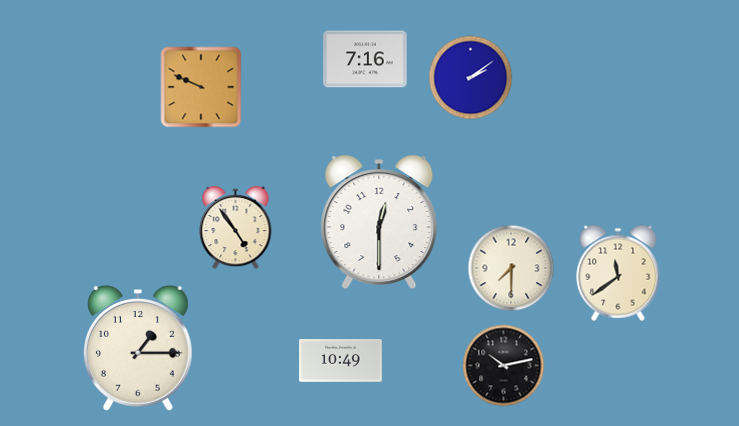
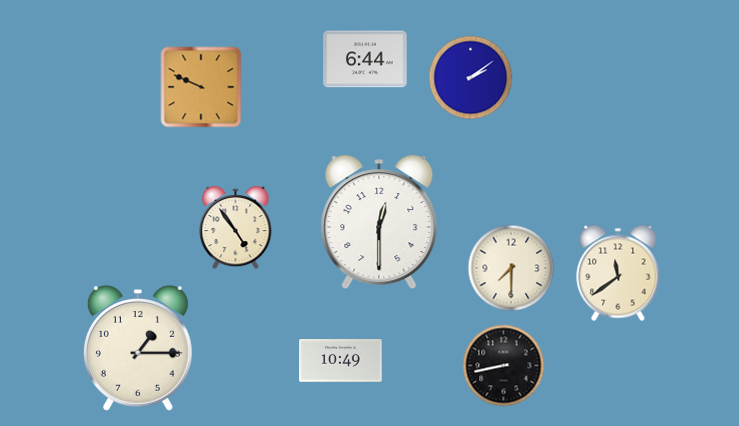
clock at (365, 59): 7:16 -> 6:44
clock at (504, 366): 10:13 -> 8:43
